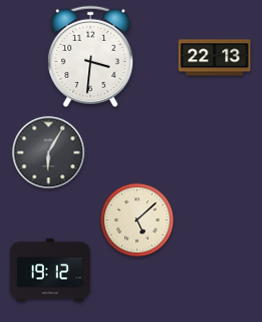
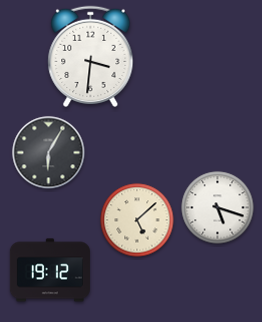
clock at (215, 58): 22:13 -> none
clock at (218, 208): none -> 5:18
